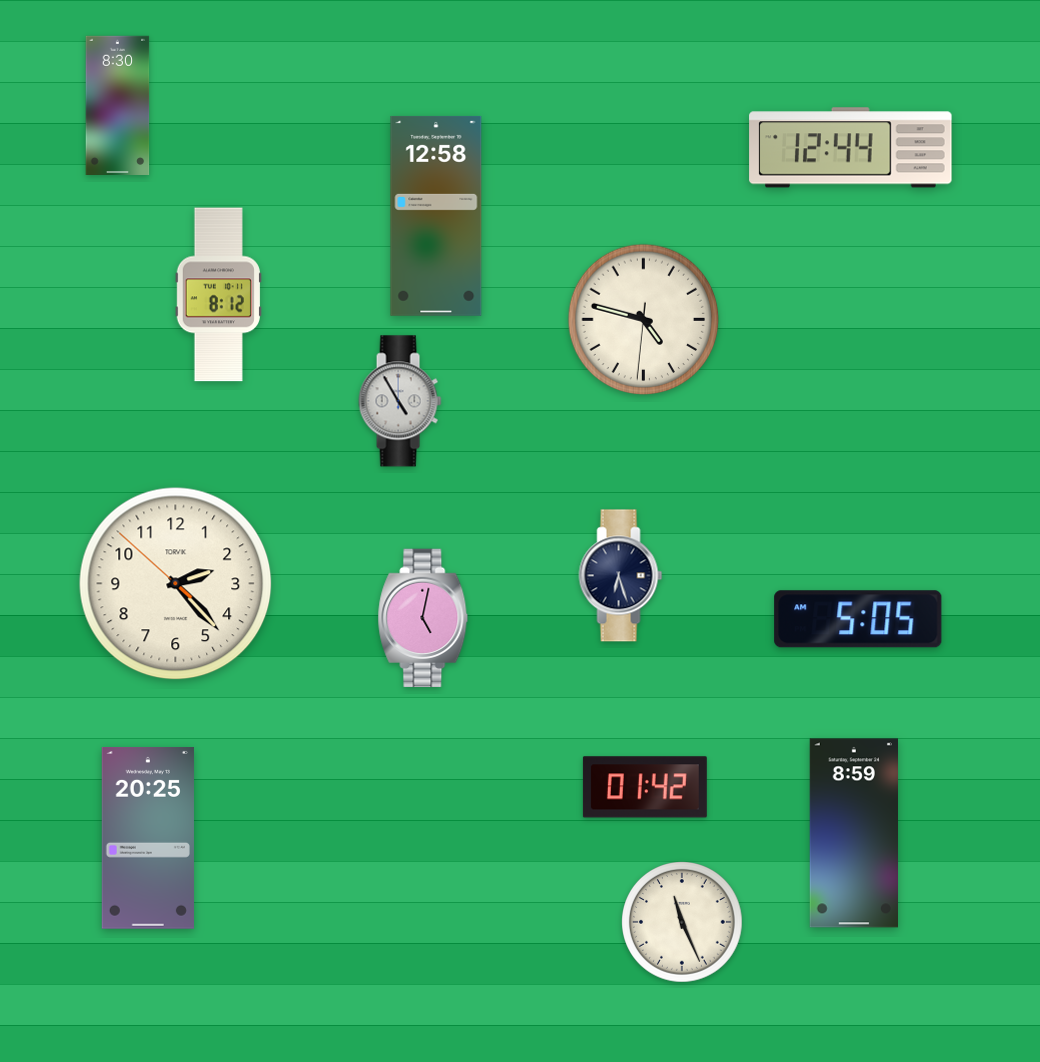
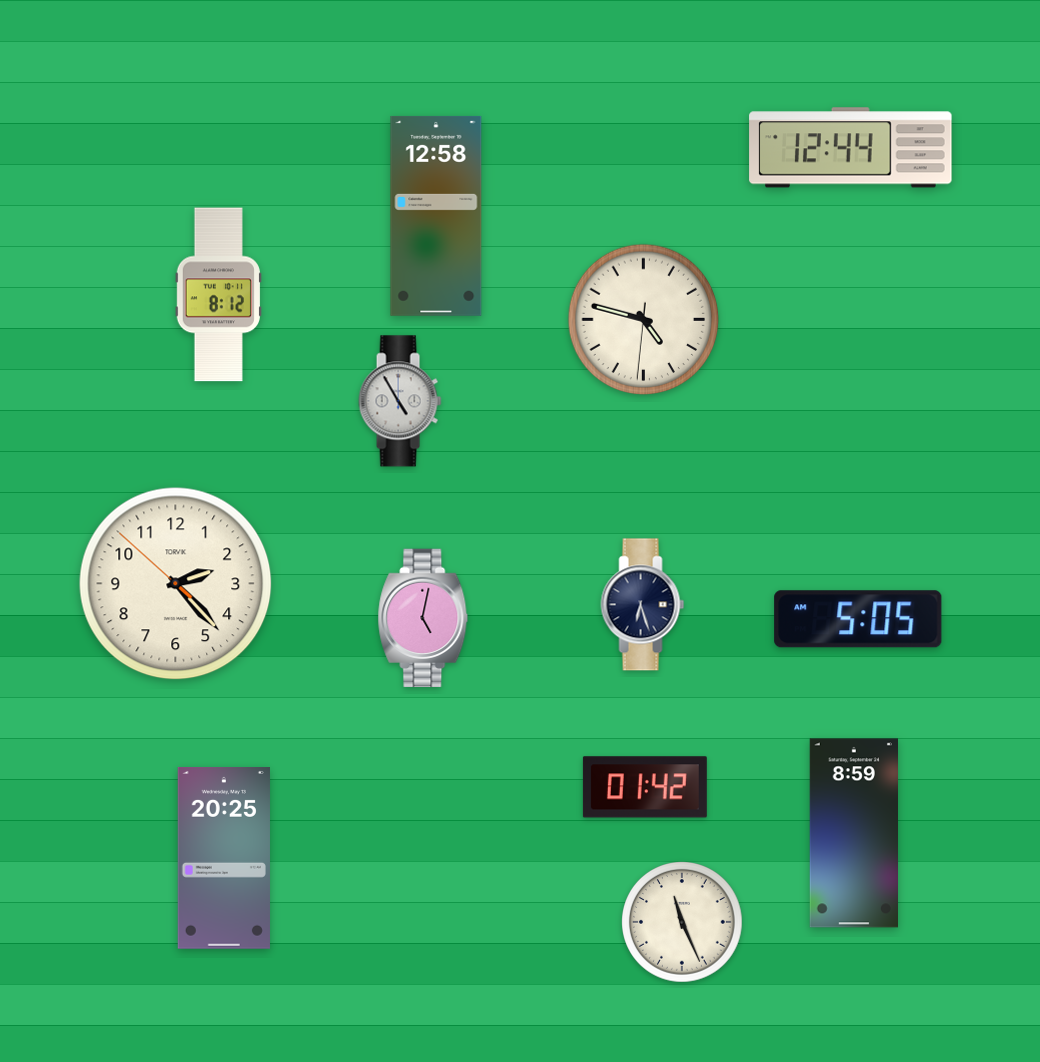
clock at (118, 105): 8:30 -> none
clock at (621, 576) position: (621, 576) -> (643, 605)
clock at (148, 839) position: (148, 839) -> (224, 859)
